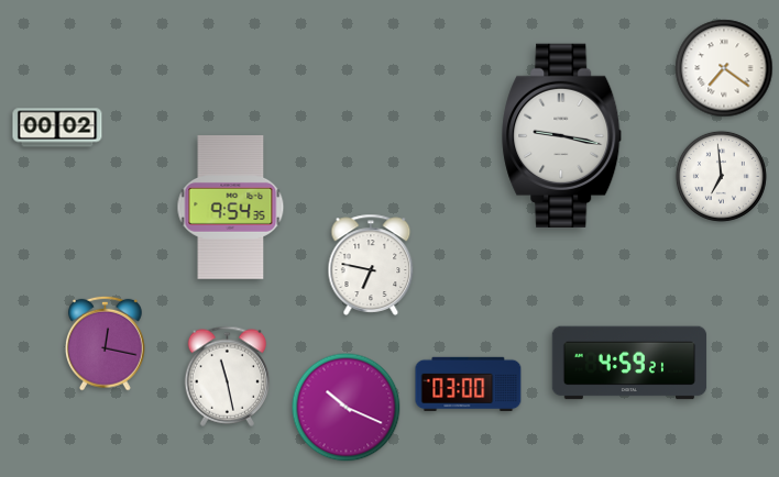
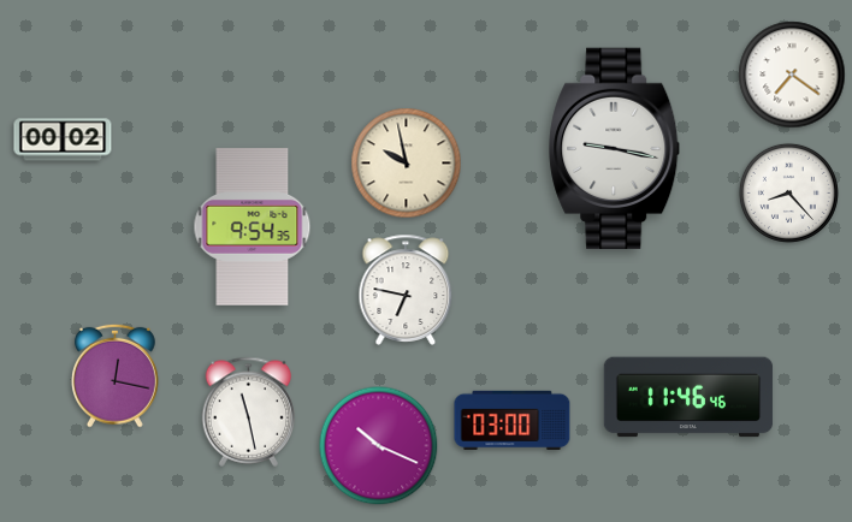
clock at (407, 164): none -> 9:58
clock at (721, 176): 6:59 -> 8:23
clock at (629, 363): 4:59 -> 11:46
